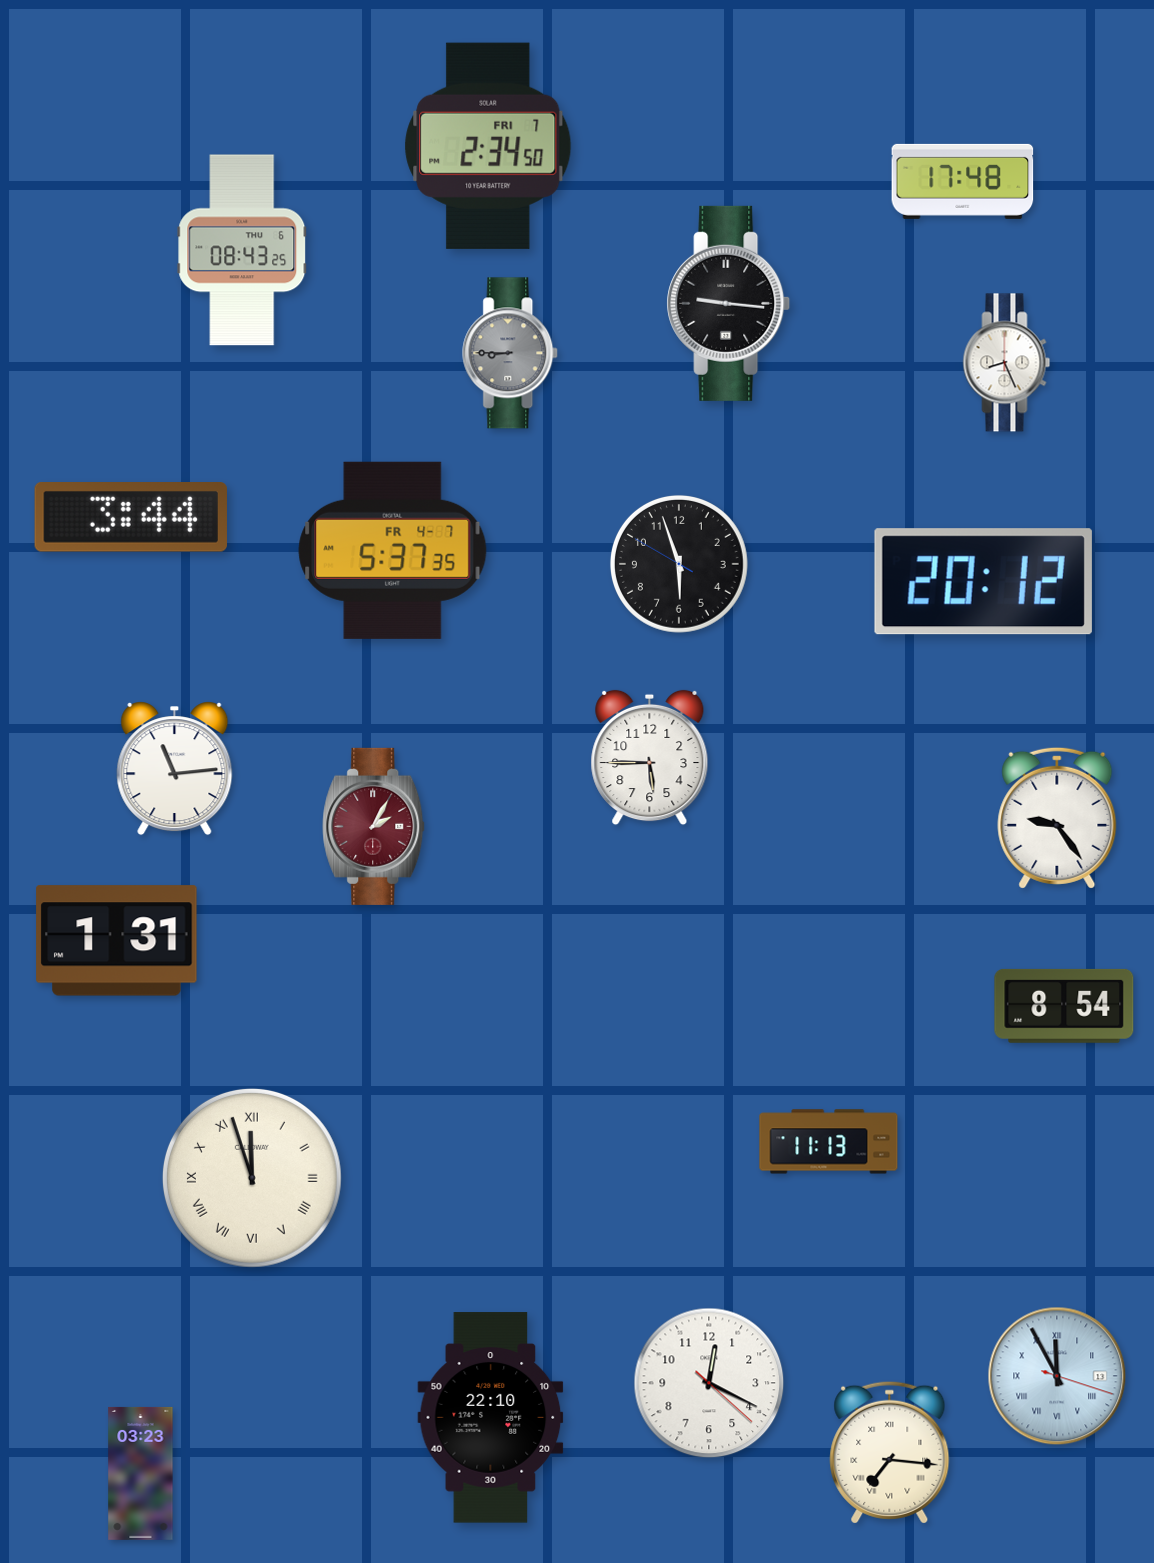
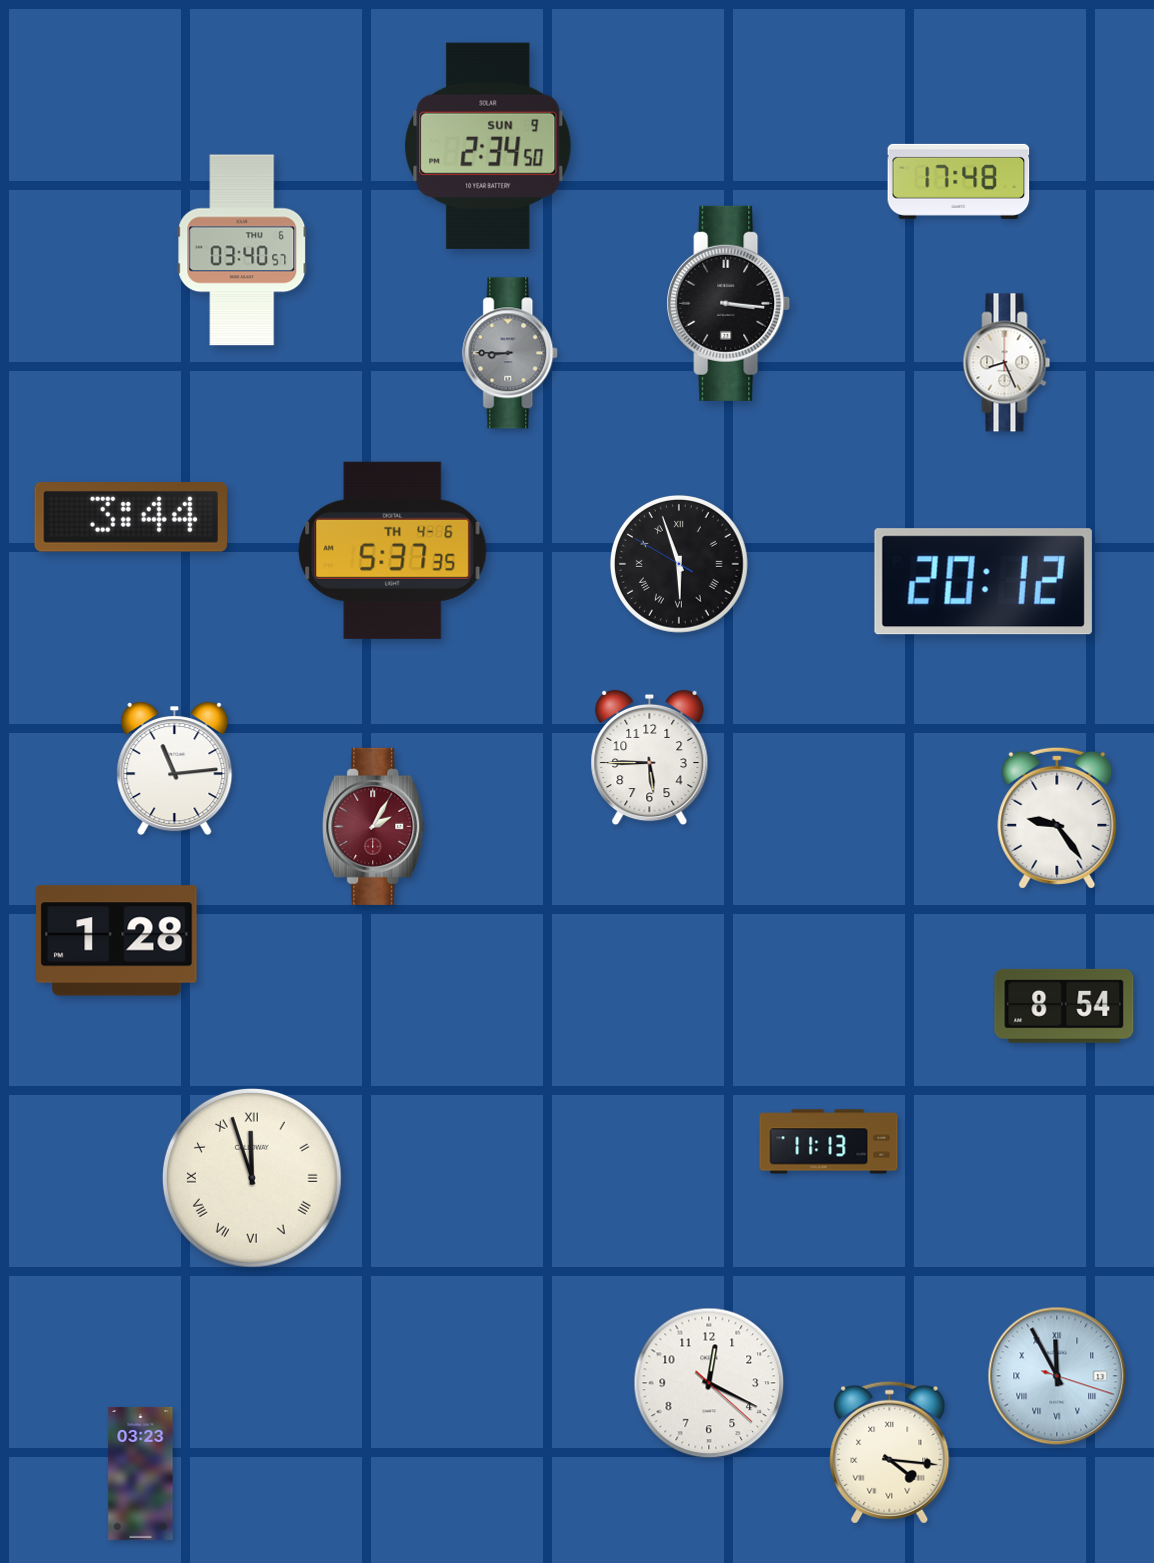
clock at (488, 146) date: FRI 7 -> SUN 9
clock at (963, 181) position: (963, 181) -> (959, 181)
clock at (242, 250): 08:43 -> 03:40
clock at (729, 303): 9:16 -> 3:16
clock at (393, 550) date: FR 4-7 -> TH 4-6
clock at (679, 564) numerals: Arabic -> Roman
clock at (117, 941): 1:31 -> 1:28
clock at (491, 1418): 22:10 -> none
clock at (890, 1452): 7:16 -> 4:16
